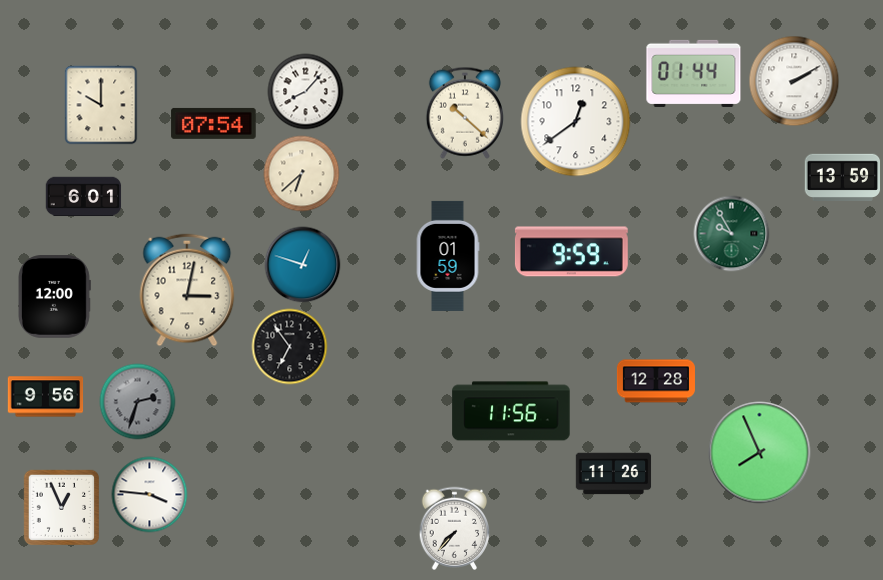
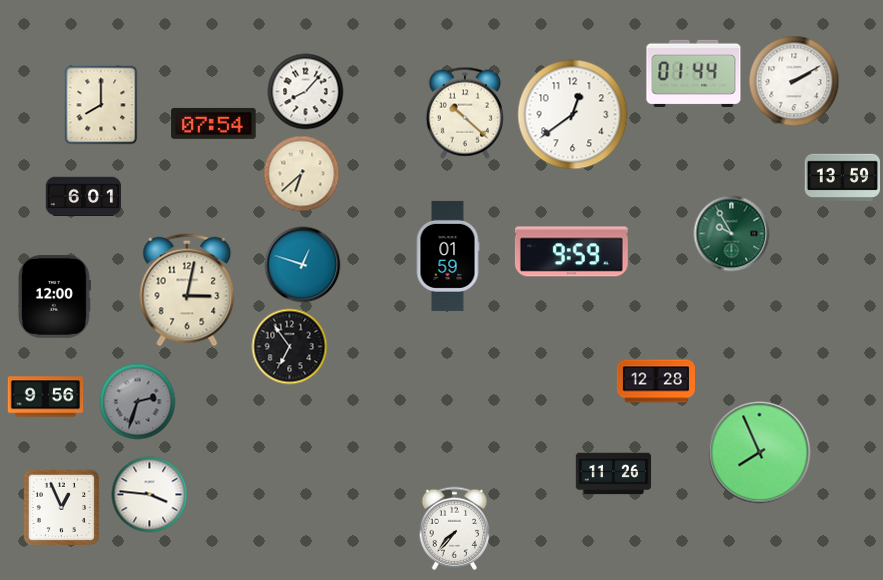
clock at (101, 105): 10:00 -> 8:00
clock at (576, 122) position: (576, 122) -> (573, 115)
clock at (511, 411): 11:56 -> none
